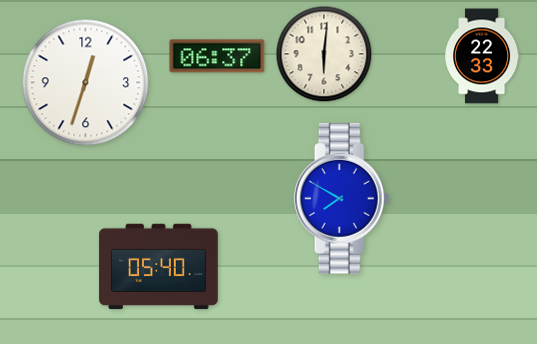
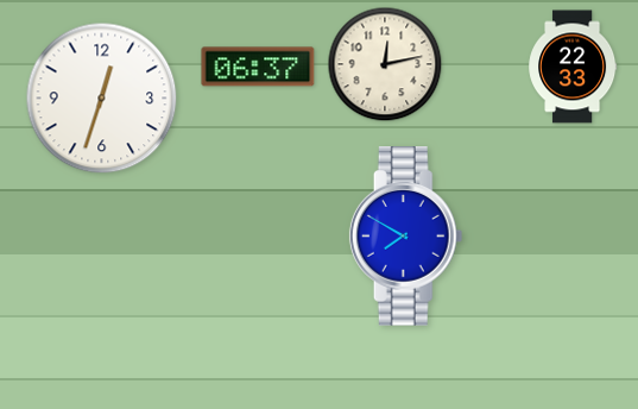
clock at (324, 54): 6:01 -> 12:13
clock at (159, 267): 05:40 -> none
